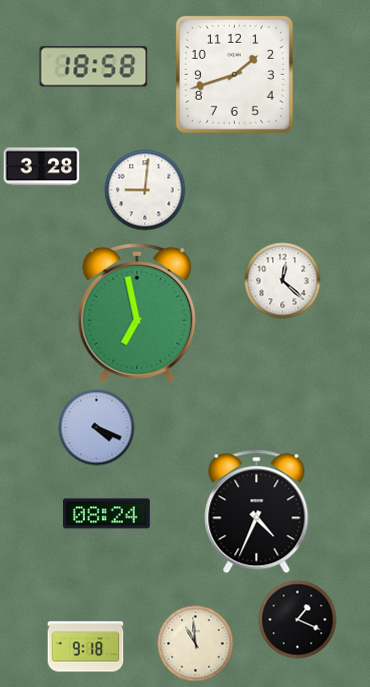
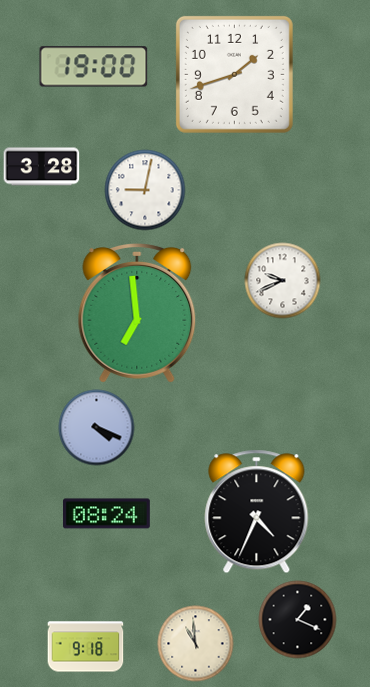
clock at (94, 67): 18:58 -> 19:00
clock at (145, 190): 9:01 -> 9:02
clock at (283, 281): 12:22 -> 9:41
clock at (137, 314): 6:58 -> 6:59
